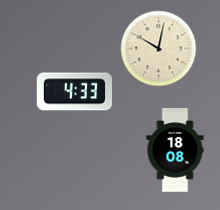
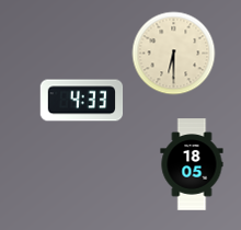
clock at (159, 49): 10:02 -> 6:30
clock at (175, 150): 18:08 -> 18:05
